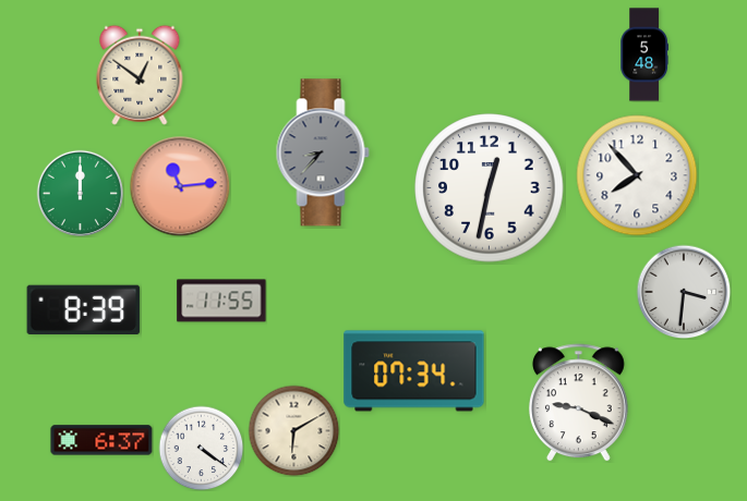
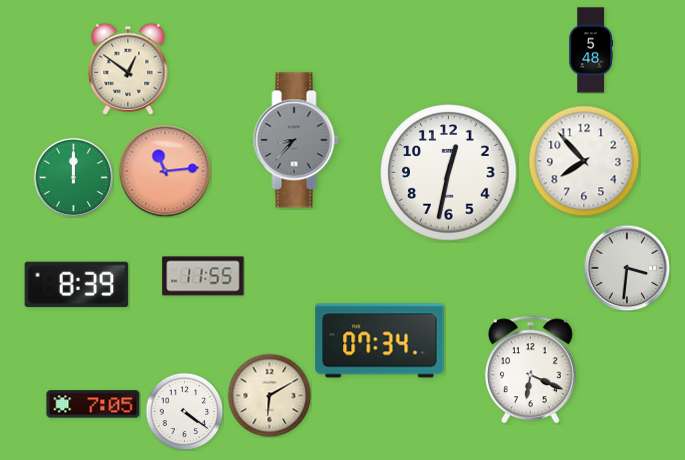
clock at (578, 403): 9:19 -> 6:19
clock at (101, 440): 6:37 -> 7:05
